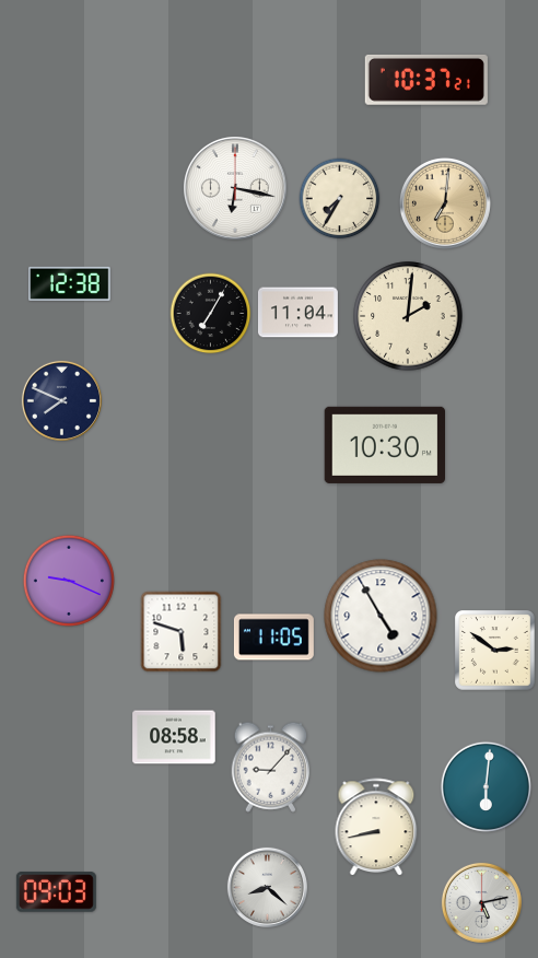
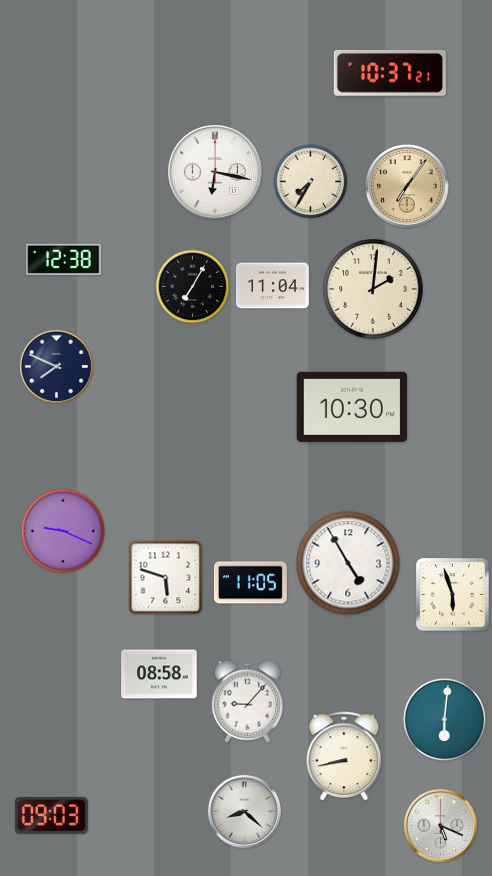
clock at (445, 203): 7:01 -> 7:06
clock at (495, 651): 2:51 -> 5:57
clock at (481, 902): 5:13 -> 5:19
